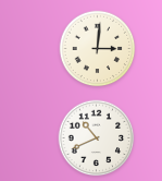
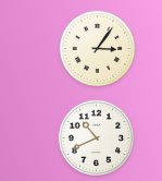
clock at (98, 49): 3:01 -> 3:06
